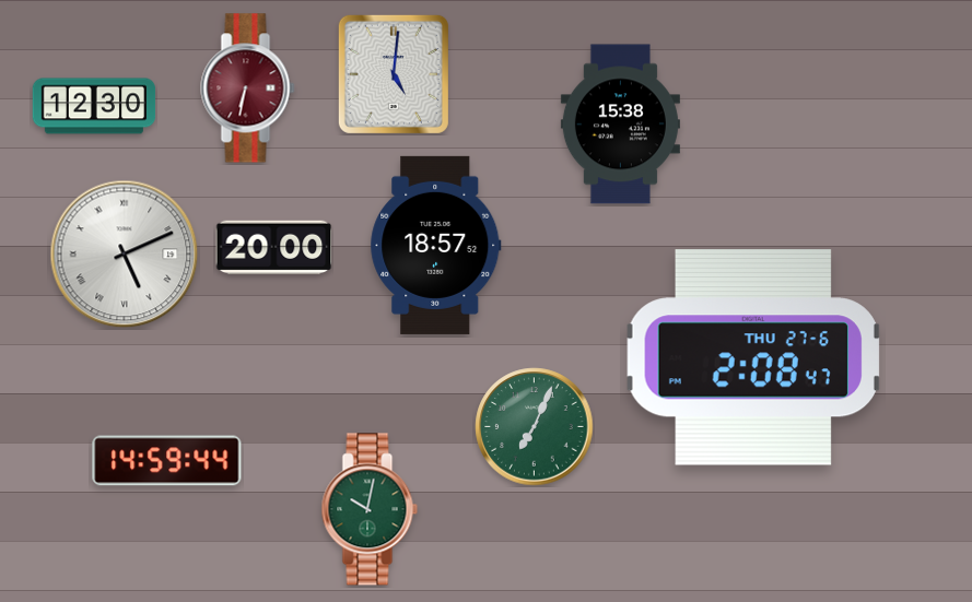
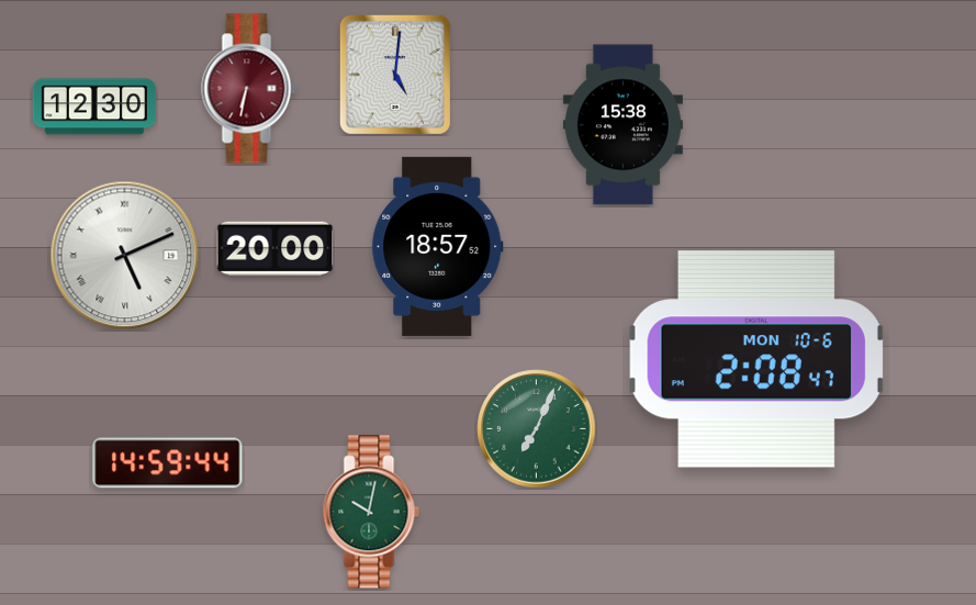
clock at (753, 358) date: THU 27-6 -> MON 10-6
